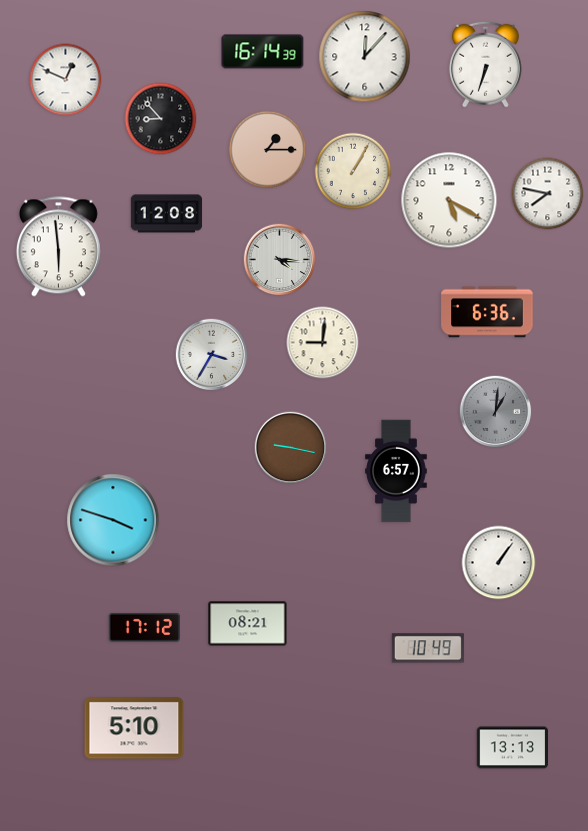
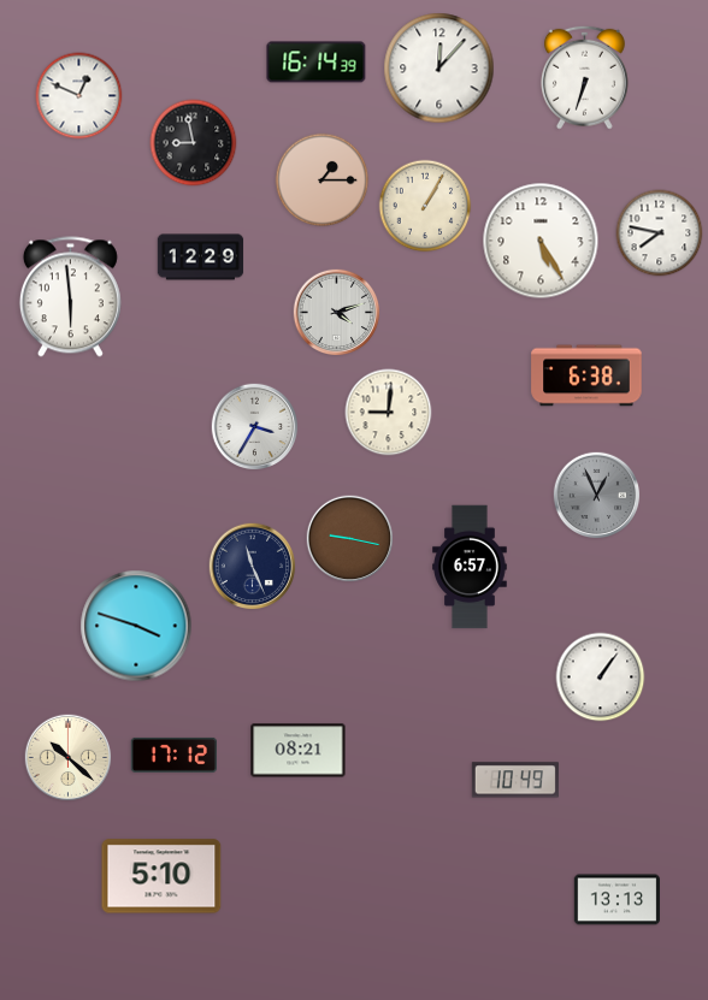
clock at (161, 119): 8:53 -> 8:58
clock at (449, 200): 5:20 -> 5:25
clock at (167, 214): 12:08 -> 12:29
clock at (280, 260): 4:16 -> 4:12
clock at (487, 312): 6:36 -> 6:38
clock at (496, 412): 1:01 -> 12:56
clock at (253, 567): none -> 11:26
clock at (396, 471) position: (396, 471) -> (470, 567)
clock at (69, 758): none -> 10:22
